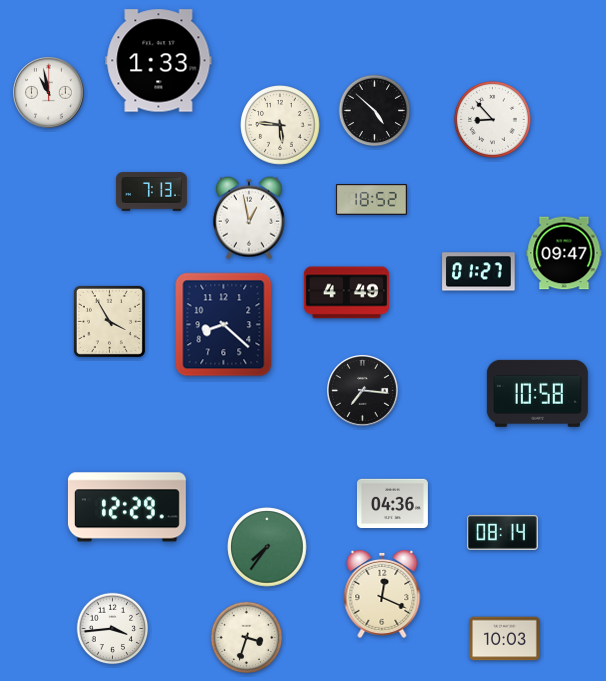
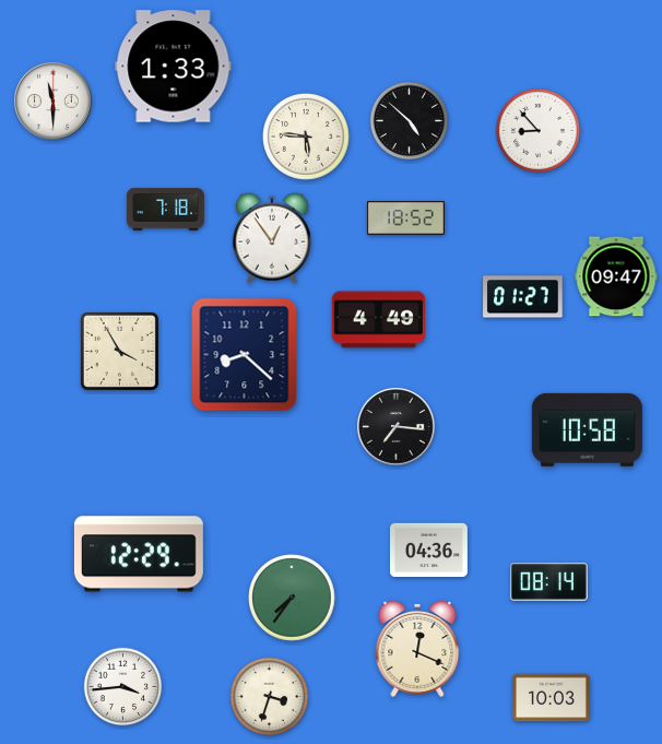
clock at (48, 92): 10:58 -> 11:30
clock at (152, 192): 7:13 -> 7:18
clock at (249, 218): 12:58 -> 12:54
